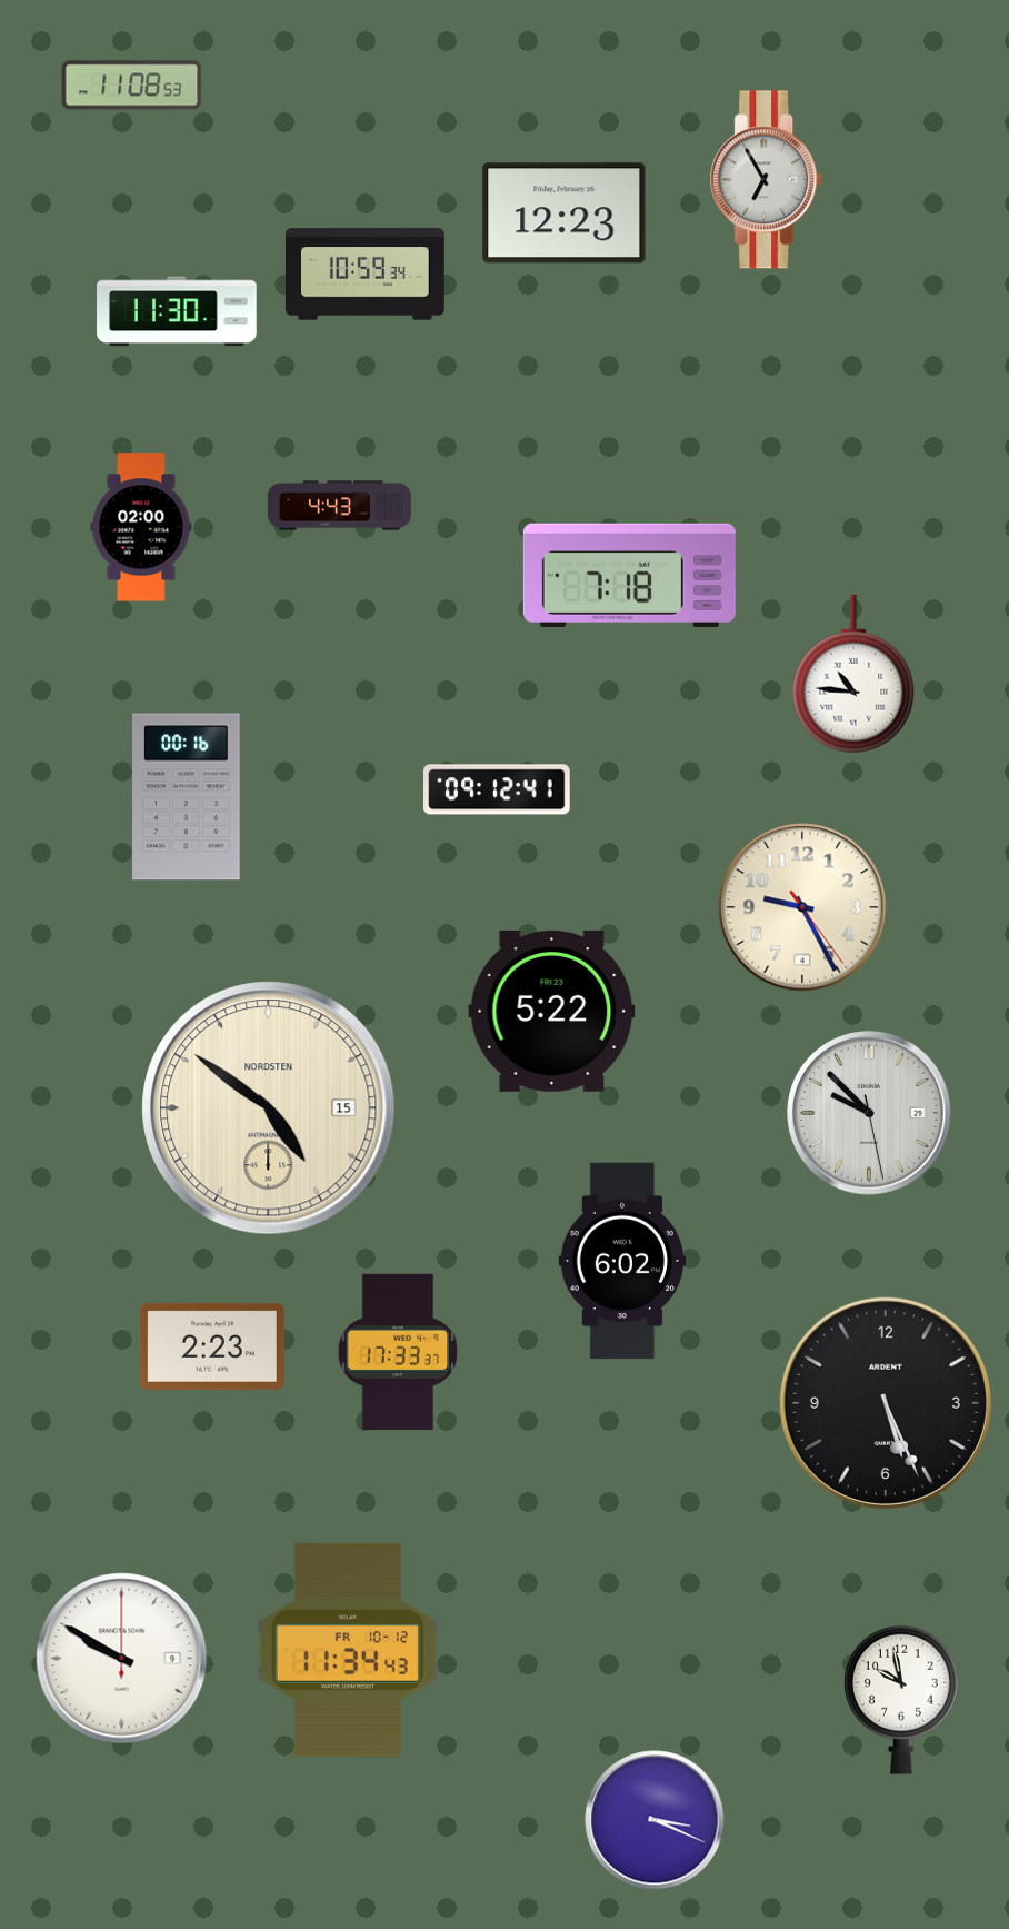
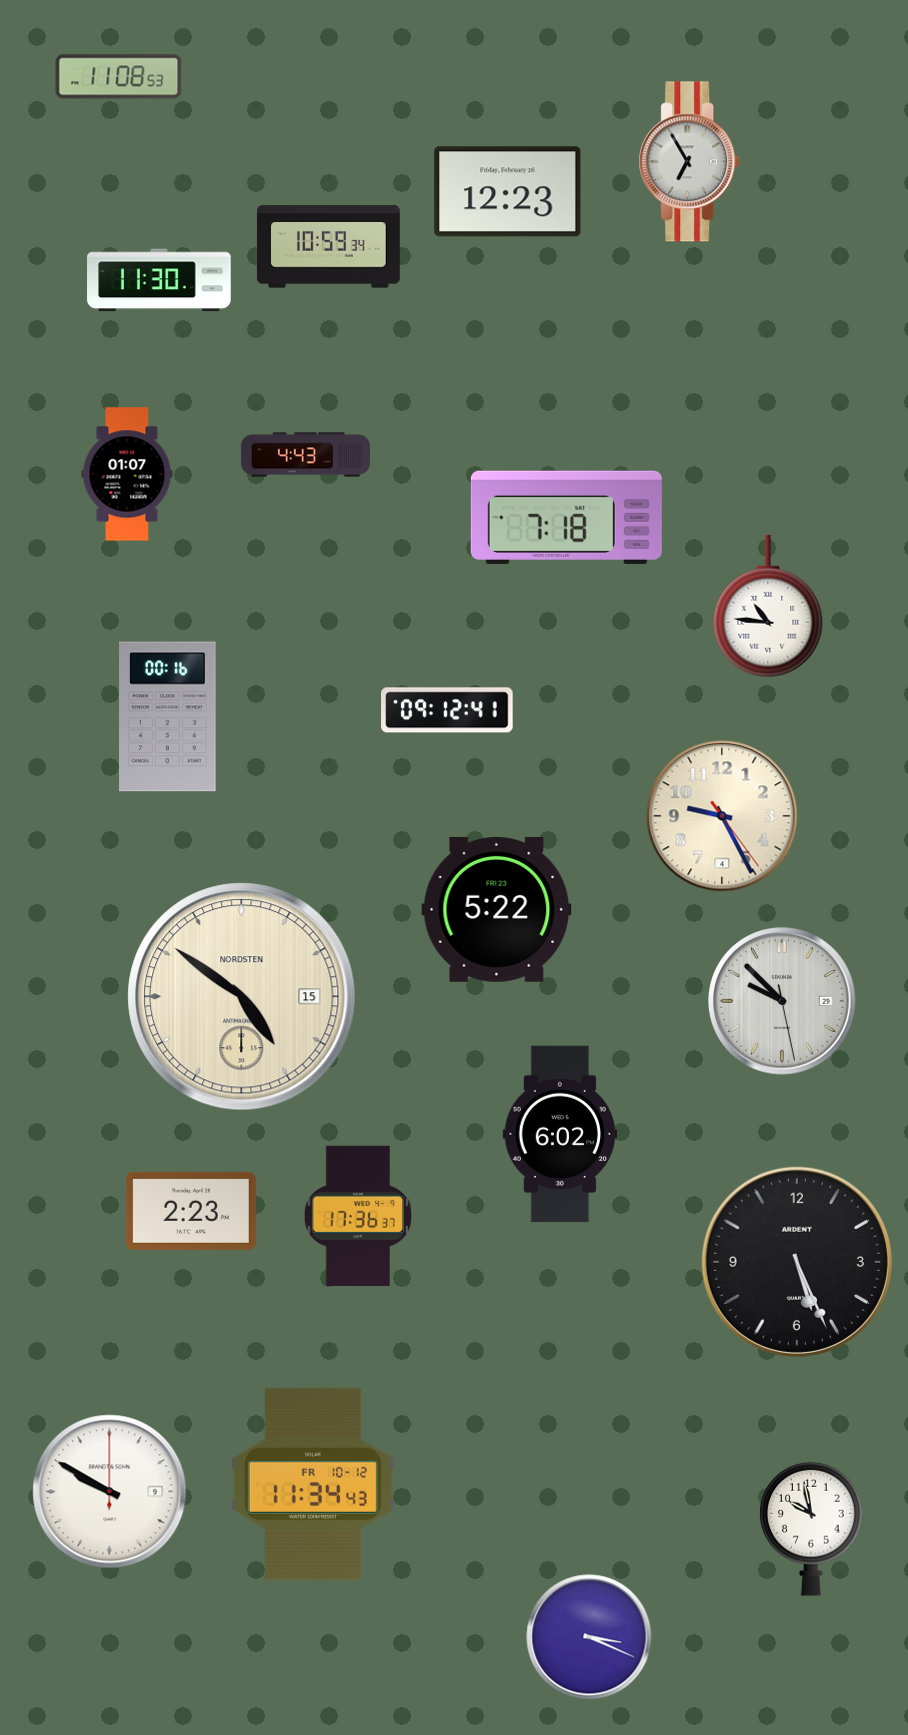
clock at (141, 527): 02:00 -> 01:07
clock at (398, 1351): 17:33 -> 17:36
